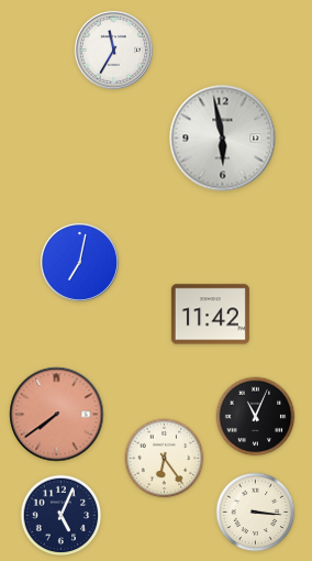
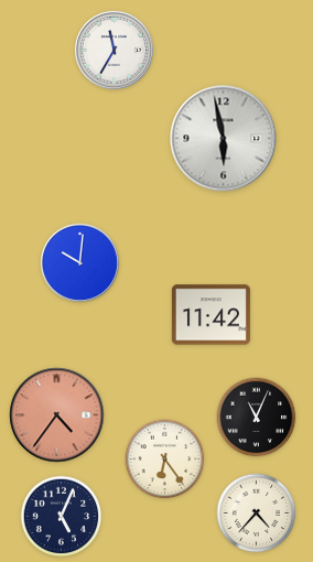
clock at (79, 262): 7:02 -> 10:01
clock at (57, 415): 7:39 -> 4:36
clock at (256, 513): 3:16 -> 4:37
